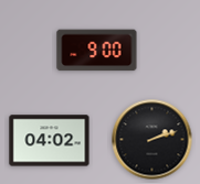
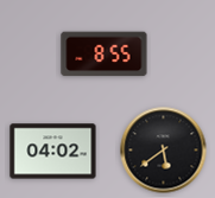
clock at (97, 51): 9:00 -> 8:55
clock at (152, 140): 2:12 -> 5:39
